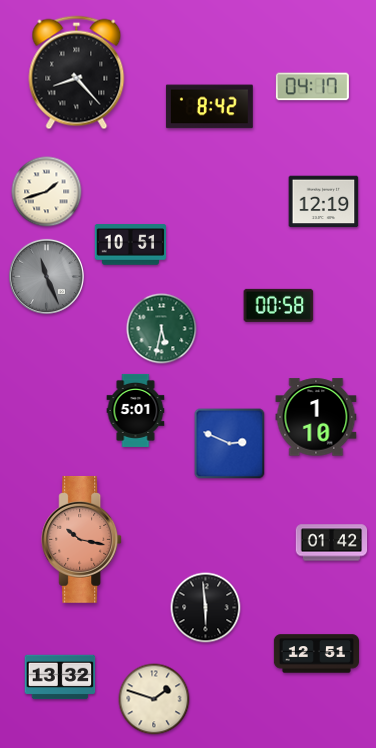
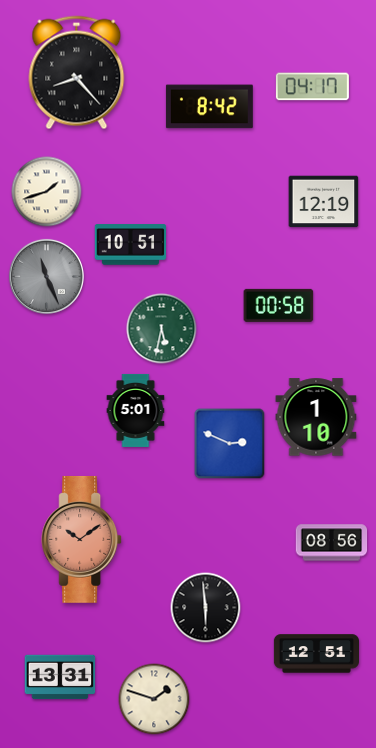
clock at (82, 539): 10:17 -> 10:09
clock at (332, 543): 01:42 -> 08:56
clock at (60, 677): 13:32 -> 13:31
